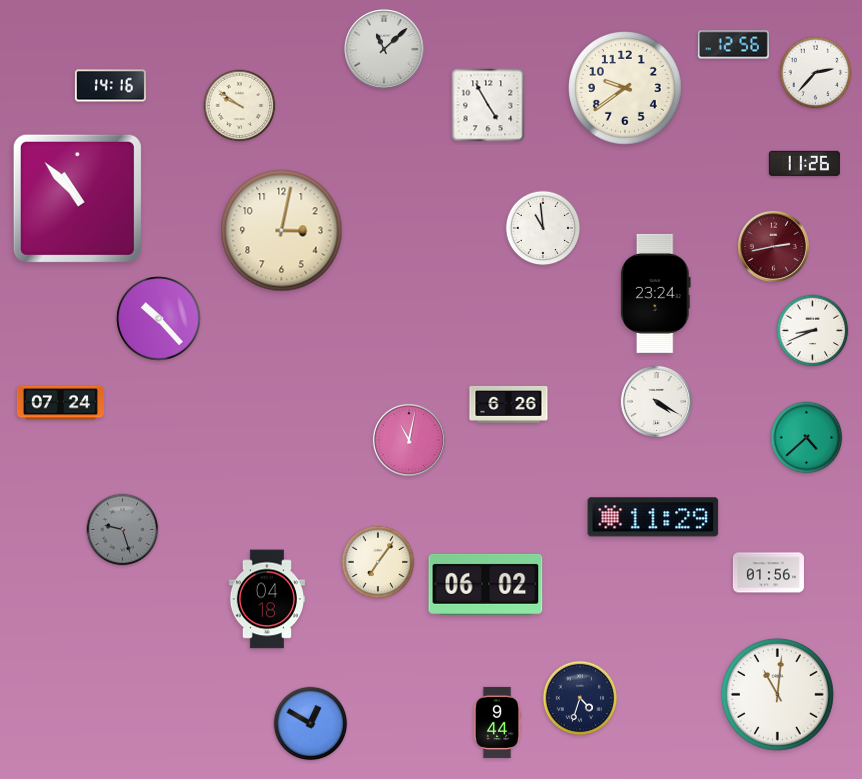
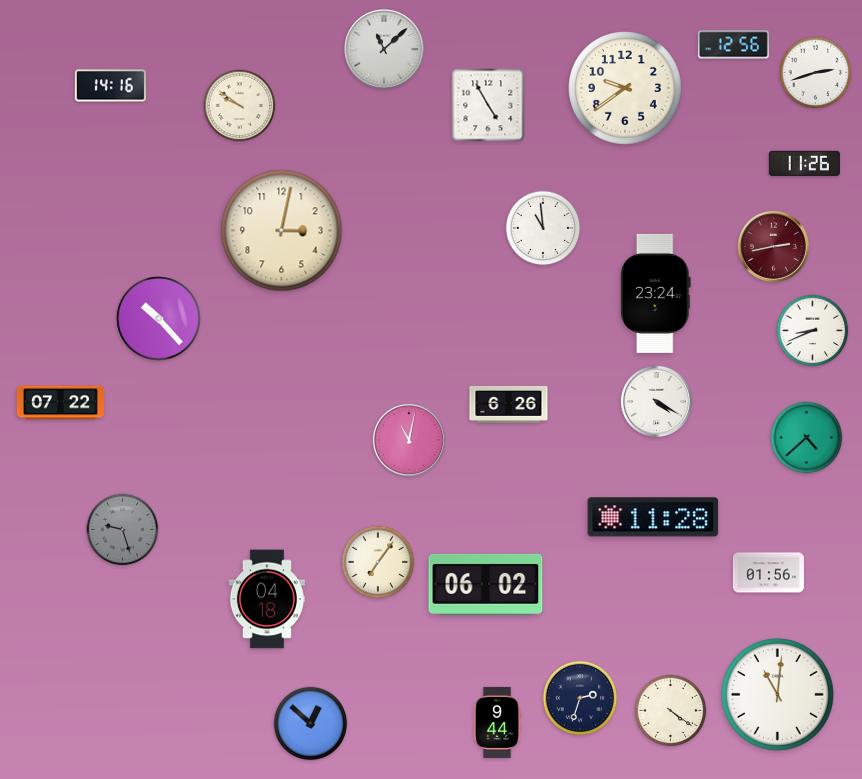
clock at (816, 73): 2:37 -> 2:42
clock at (77, 198): 10:53 -> none
clock at (60, 403): 07:24 -> 07:22
clock at (653, 517): 11:29 -> 11:28
clock at (580, 698): 4:33 -> 2:33
clock at (671, 711): none -> 4:21
clock at (311, 724): 12:50 -> 12:52
